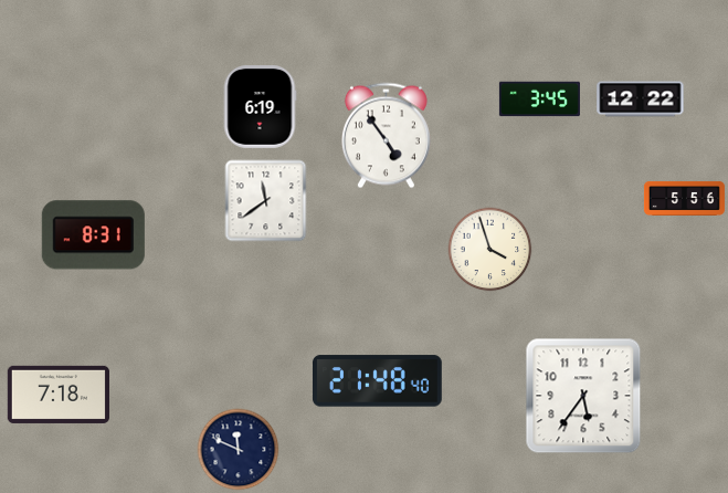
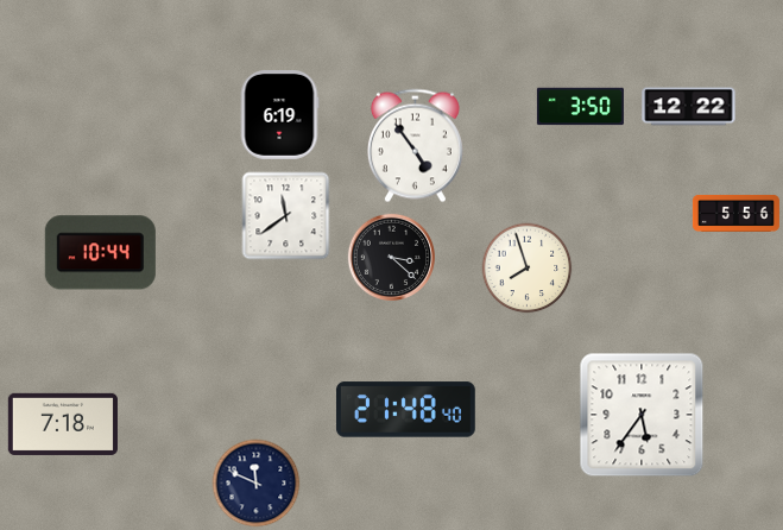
clock at (539, 99): 3:45 -> 3:50
clock at (93, 235): 8:31 -> 10:44
clock at (391, 257): none -> 3:22
clock at (490, 250): 3:57 -> 7:57
clock at (583, 396) position: (583, 396) -> (642, 415)
